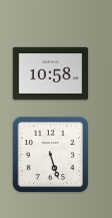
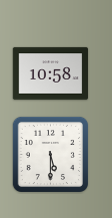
clock at (50, 154): 5:27 -> 5:30
